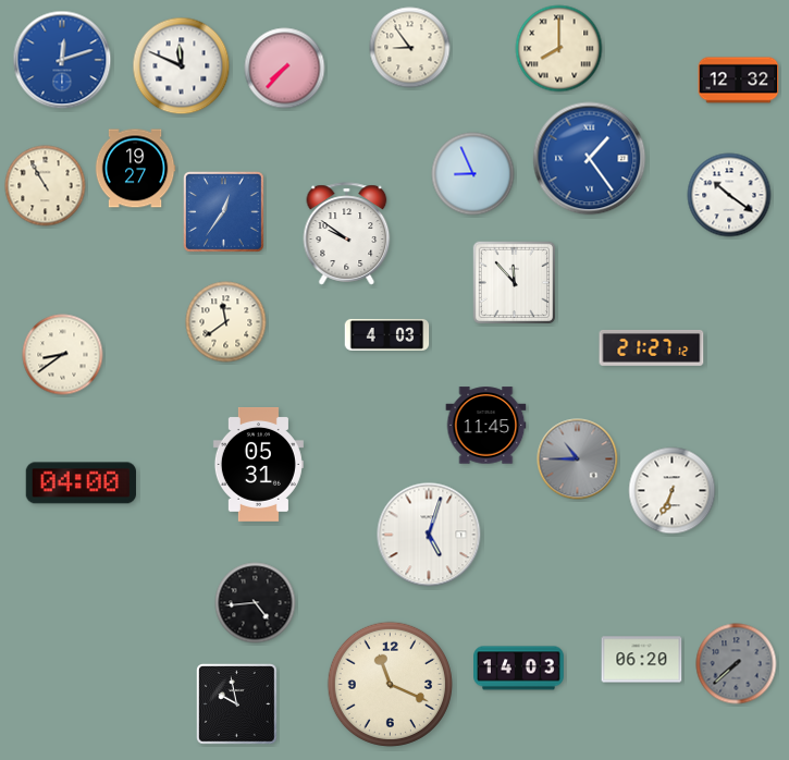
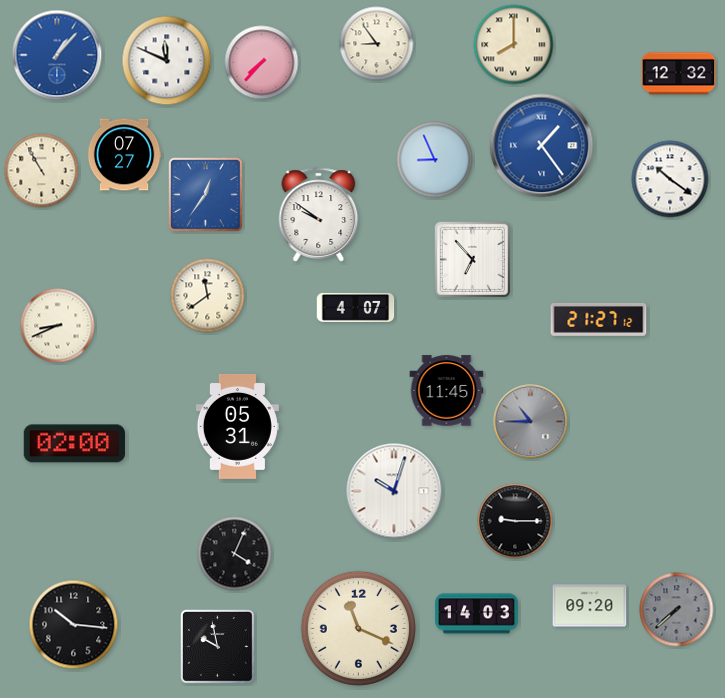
clock at (62, 60): 12:12 -> 1:07
clock at (135, 169): 19:27 -> 07:27
clock at (514, 282): 11:53 -> 6:53
clock at (387, 334): 4:03 -> 4:07
clock at (63, 355): 8:39 -> 8:41
clock at (81, 483): 04:00 -> 02:00
clock at (673, 491): 6:34 -> none
clock at (429, 535): 5:03 -> 10:03
clock at (515, 521): none -> 9:15
clock at (256, 603): 4:44 -> 4:04
clock at (642, 660): 06:20 -> 09:20
clock at (74, 625): none -> 10:16
